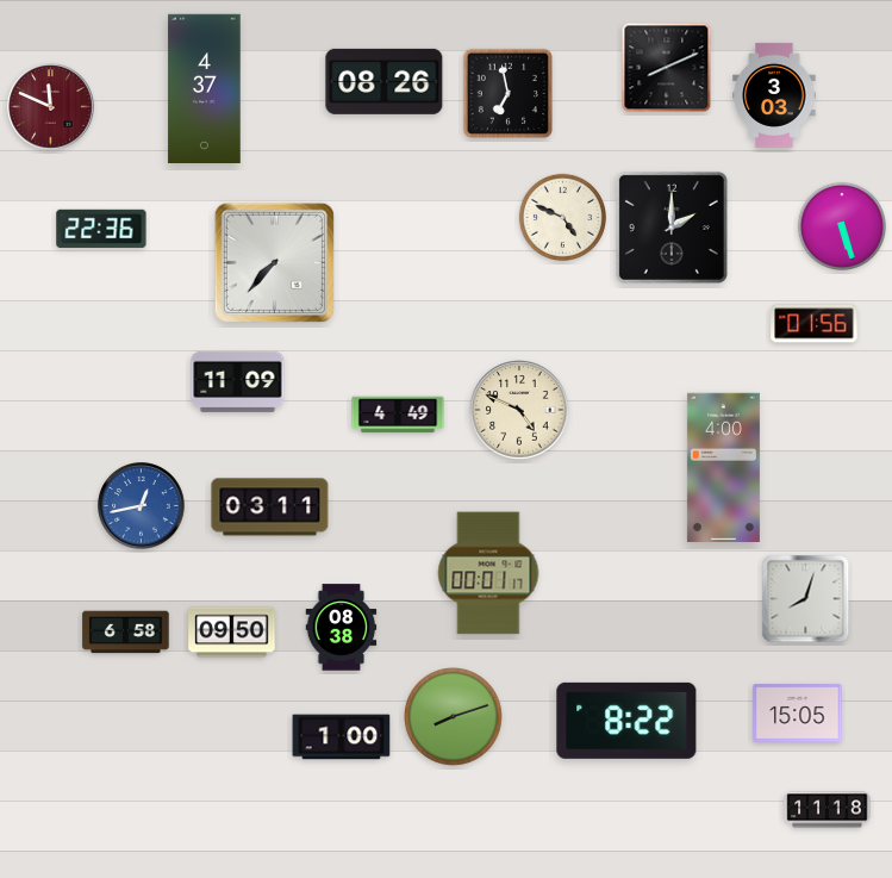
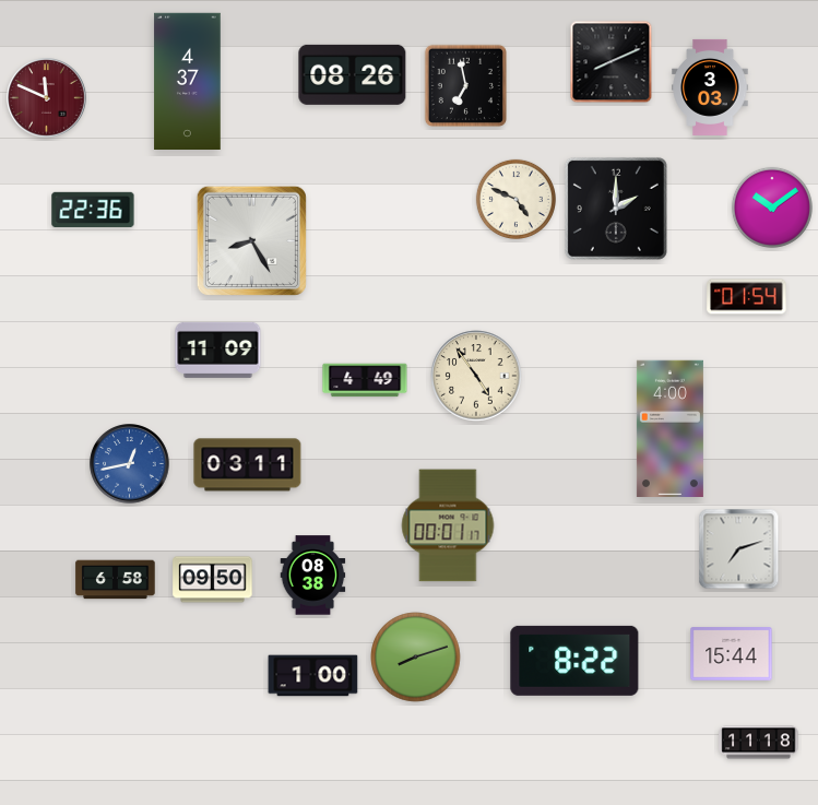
clock at (842, 226): 5:27 -> 10:09
clock at (274, 262): 7:37 -> 8:25
clock at (815, 324): 01:56 -> 01:54
clock at (519, 410): 4:49 -> 4:54
clock at (723, 467) position: (723, 467) -> (669, 428)
clock at (806, 599): 8:03 -> 7:12
clock at (798, 714): 15:05 -> 15:44
